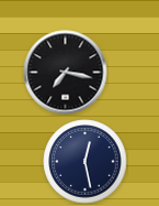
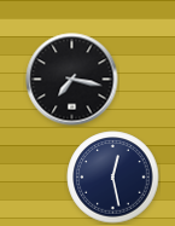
clock at (86, 162) position: (86, 162) -> (113, 178)
